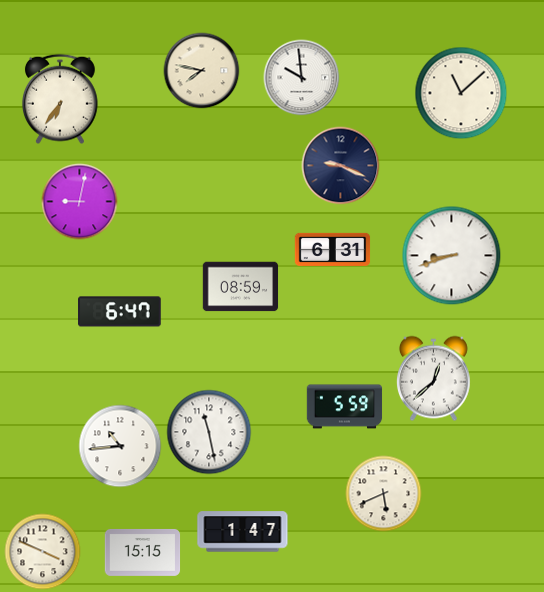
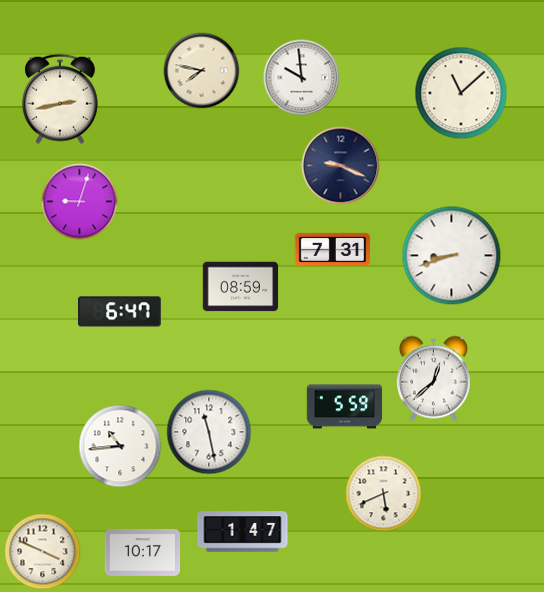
clock at (60, 99): 6:36 -> 2:43
clock at (80, 202): 9:02 -> 9:03
clock at (333, 249): 6:31 -> 7:31
clock at (143, 552): 15:15 -> 10:17
